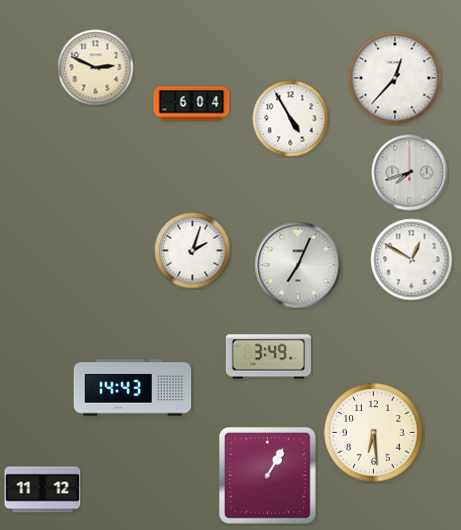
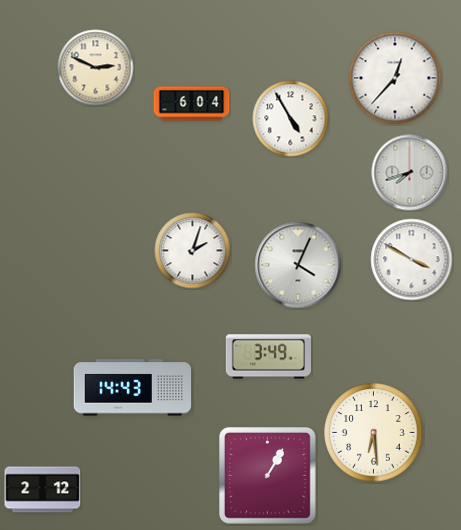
clock at (412, 260): 12:50 -> 3:50
clock at (298, 265): 7:04 -> 4:04
clock at (43, 490): 11:12 -> 2:12
